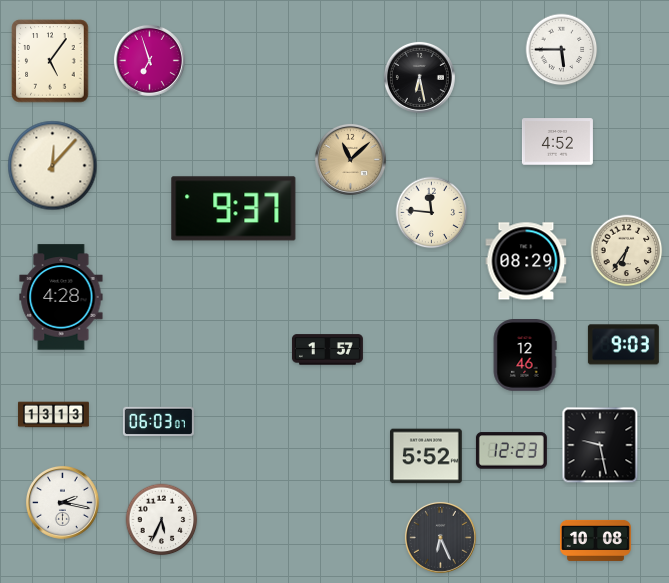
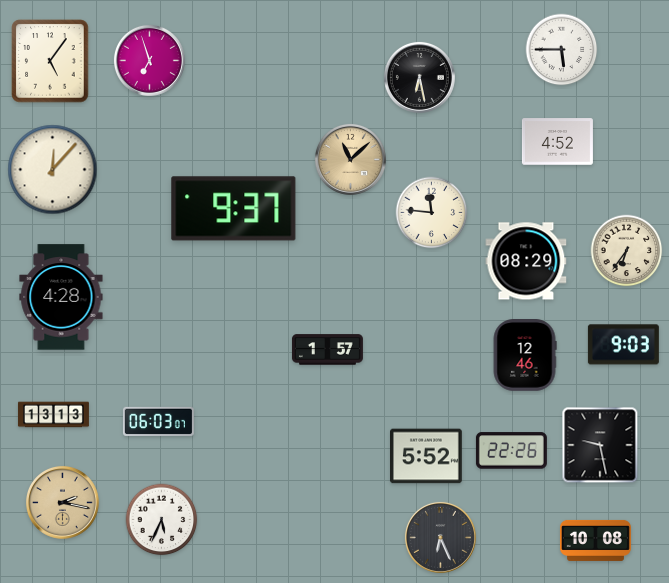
clock at (53, 166) position: (53, 166) -> (53, 170)
clock at (511, 451): 12:23 -> 22:26
clock at (62, 502) dial: white -> champagne
